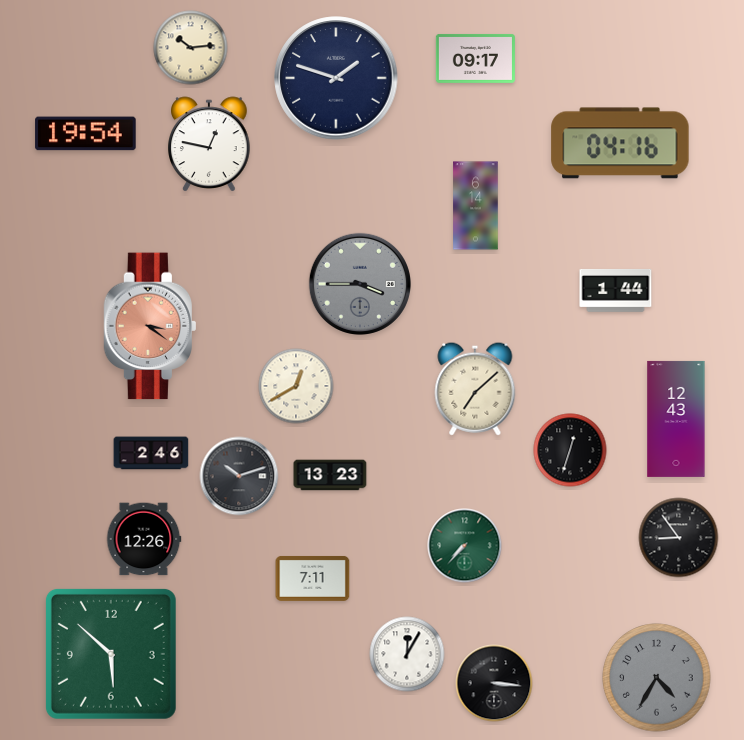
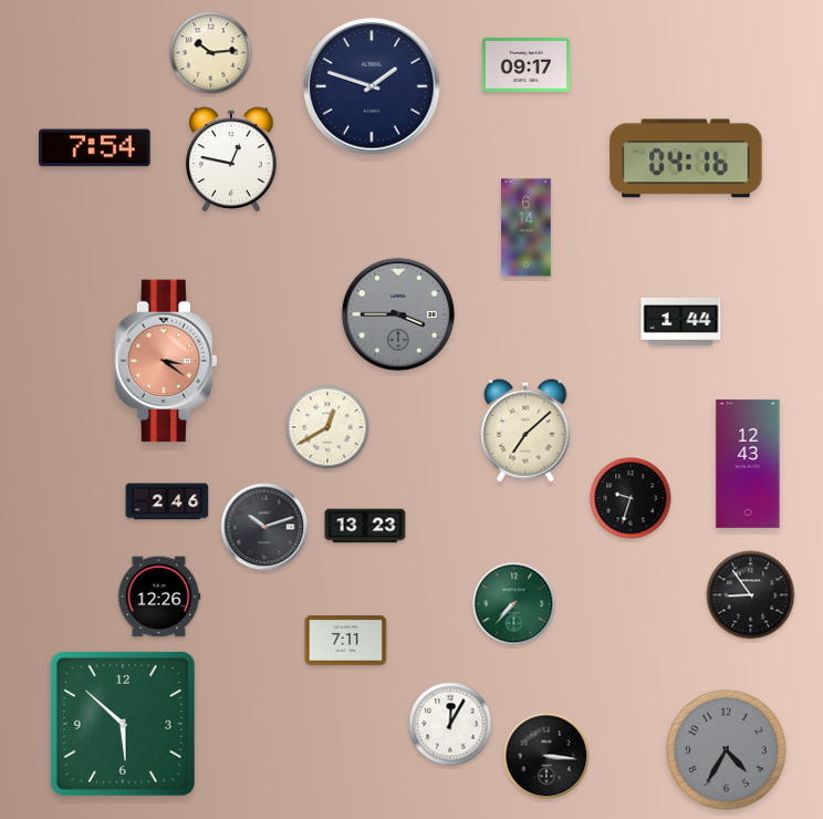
clock at (86, 134): 19:54 -> 7:54
clock at (570, 450): 12:33 -> 9:33
